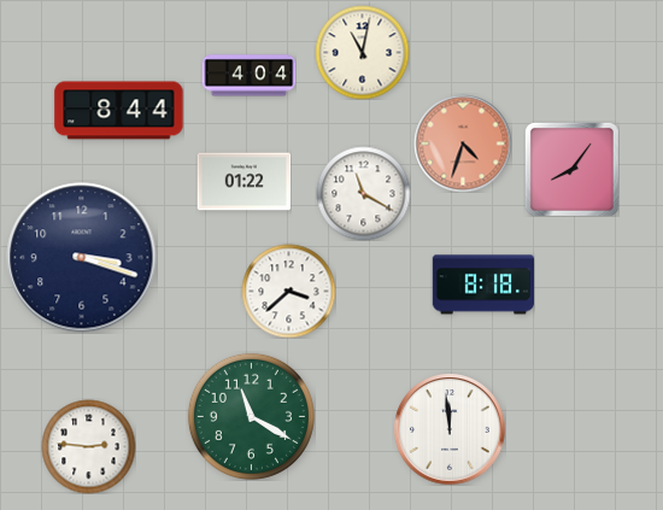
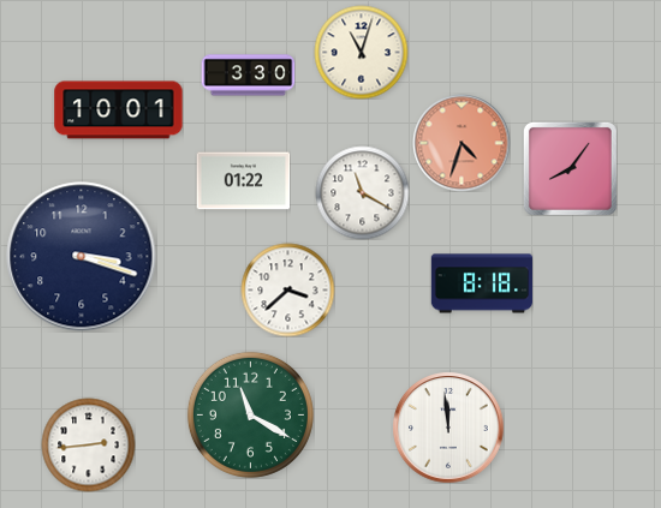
clock at (362, 52): 11:02 -> 11:03
clock at (248, 76): 4:04 -> 3:30
clock at (119, 111): 8:44 -> 10:01
clock at (88, 446): 2:46 -> 2:44
